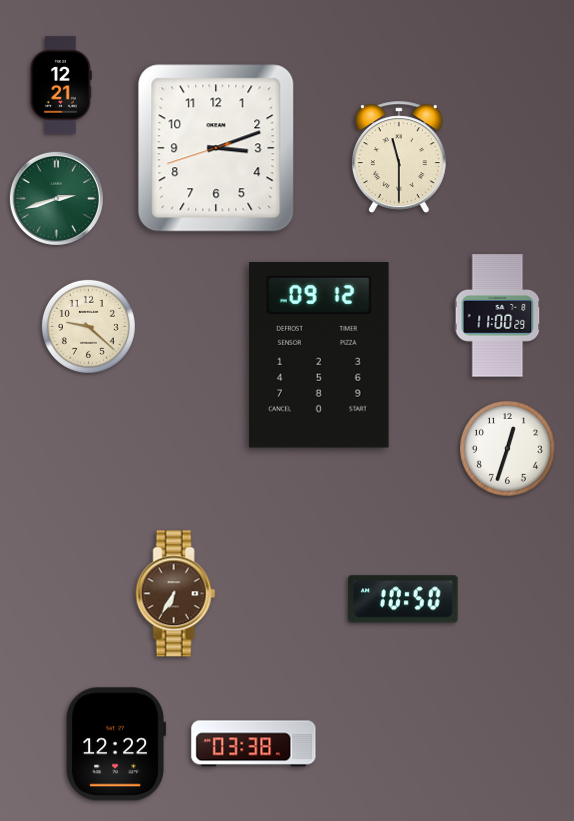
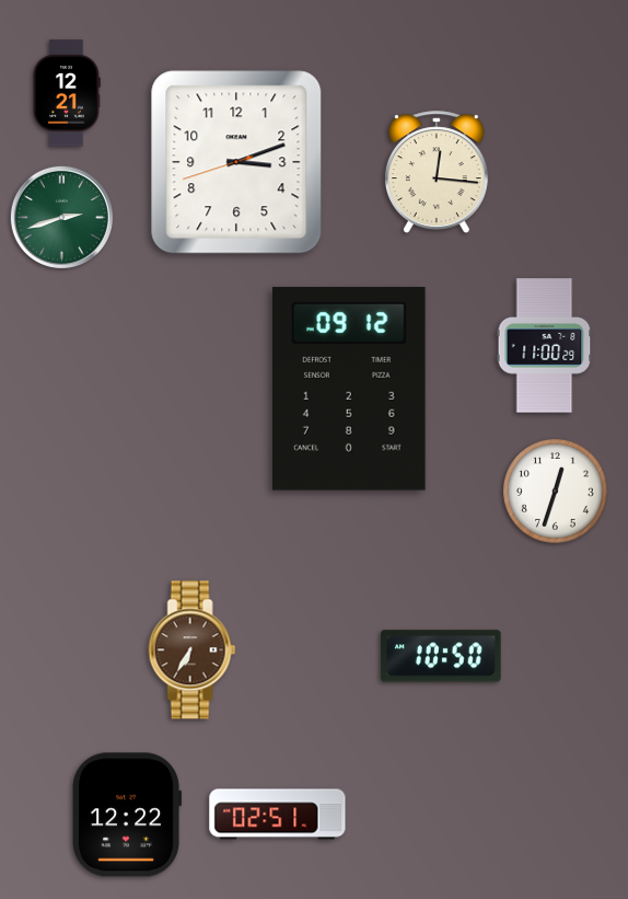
clock at (399, 157): 11:30 -> 12:16
clock at (88, 326): 9:22 -> none
clock at (254, 744): 03:38 -> 02:51
